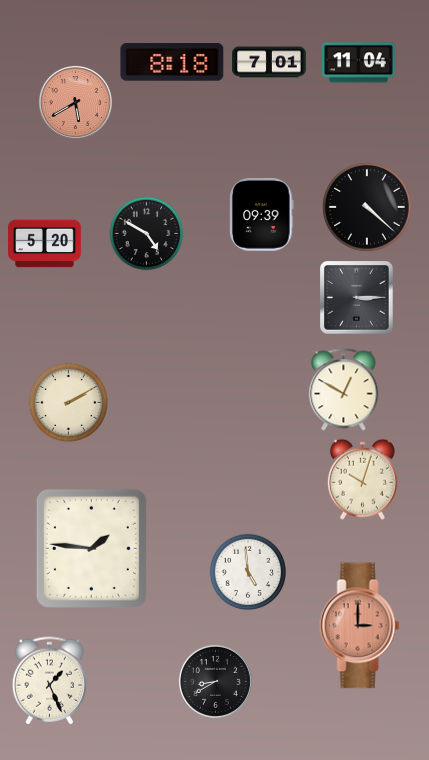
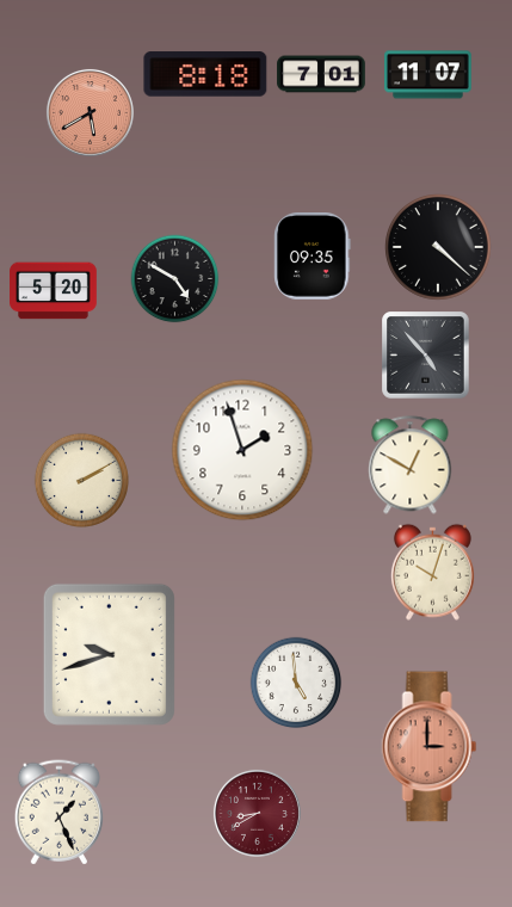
clock at (359, 63): 11:04 -> 11:07
clock at (75, 102) position: (75, 102) -> (90, 112)
clock at (262, 215): 09:39 -> 09:35
clock at (357, 298): 3:15 -> 4:53
clock at (242, 450): none -> 1:57
clock at (91, 548): 1:46 -> 9:42
clock at (215, 681) dial: black -> burgundy
